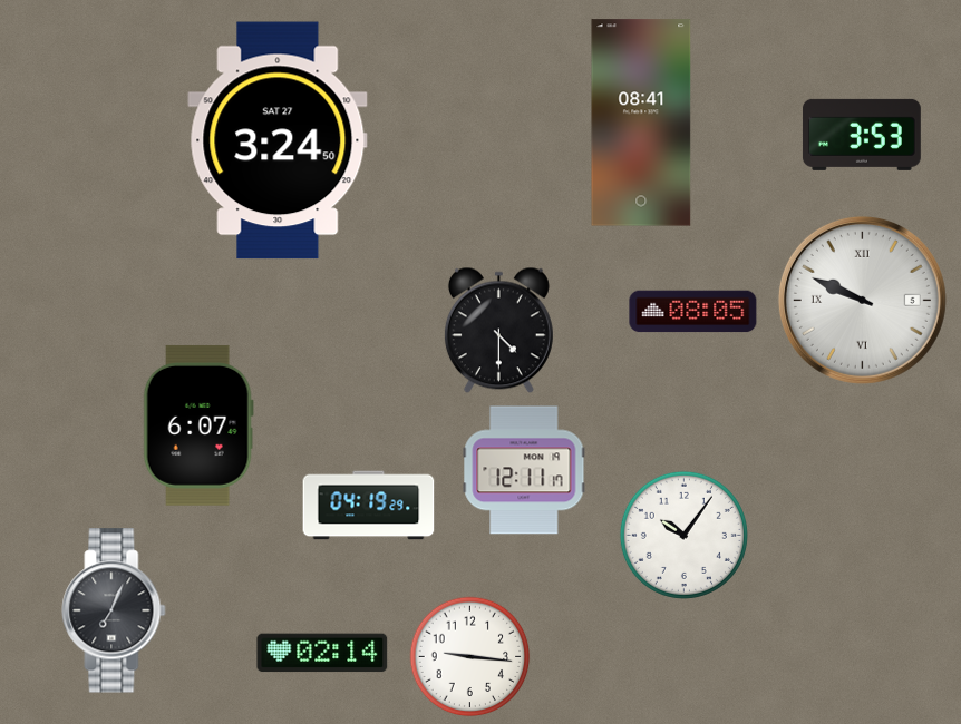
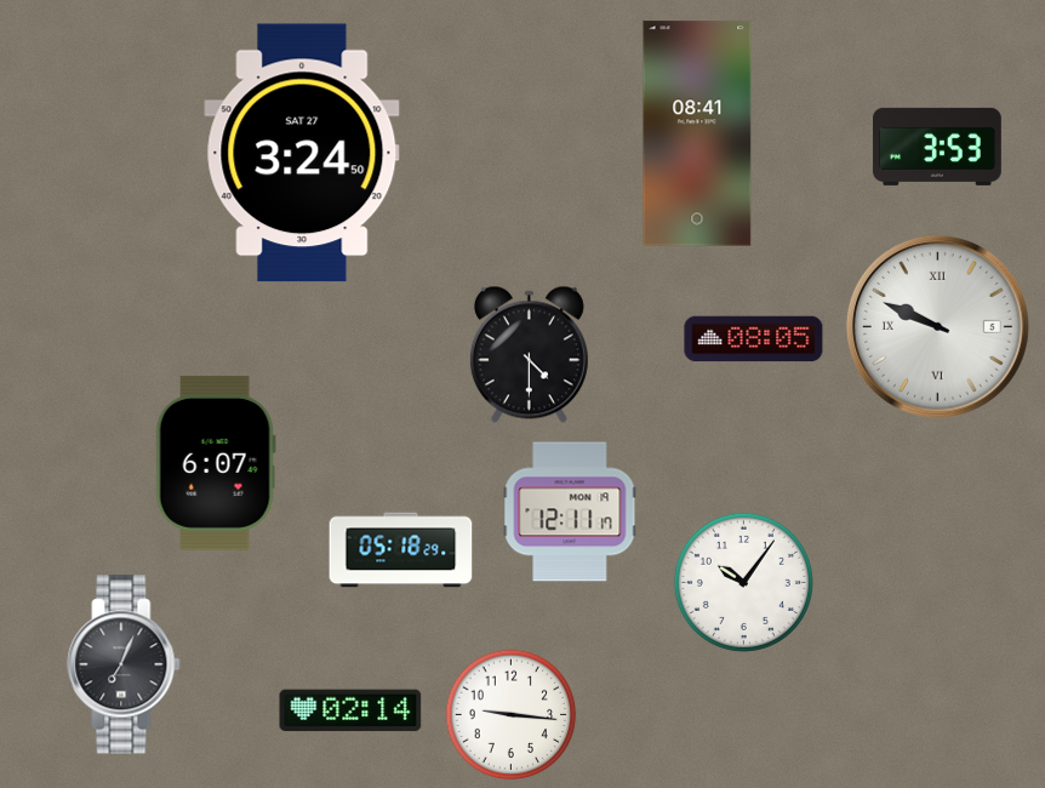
clock at (498, 331) position: (498, 331) -> (529, 355)
clock at (369, 506): 04:19 -> 05:18
